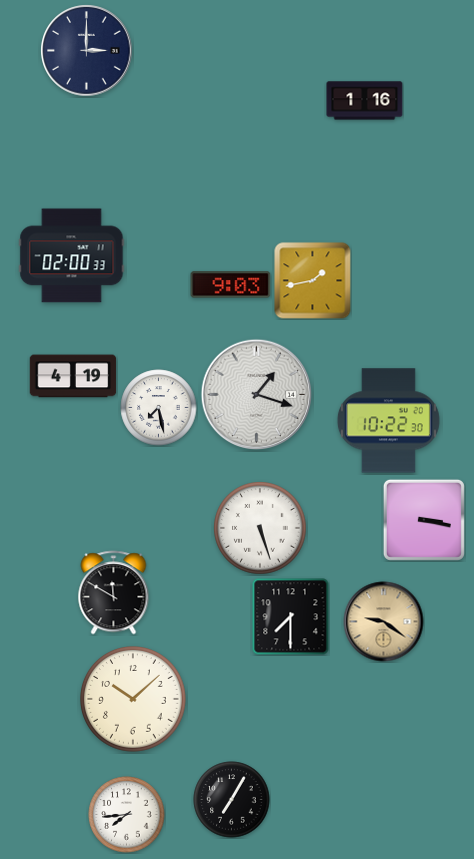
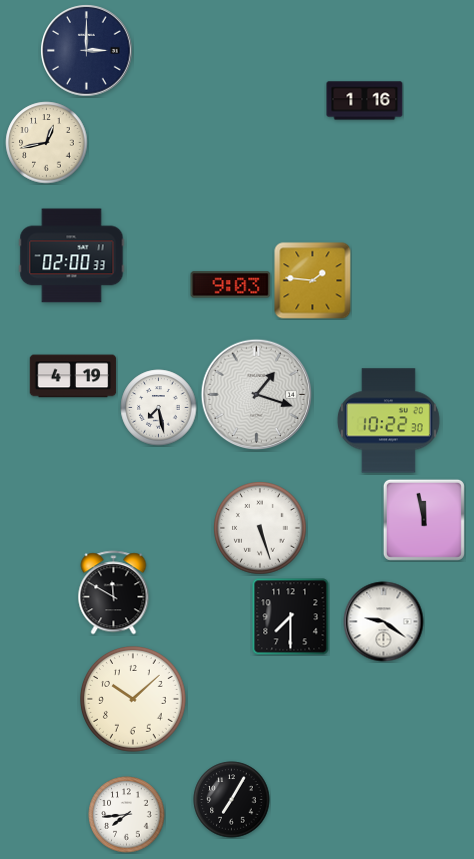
clock at (47, 143): none -> 12:43
clock at (313, 281): 1:43 -> 1:46
clock at (424, 520): 3:17 -> 11:58
clock at (384, 622) dial: champagne -> white
